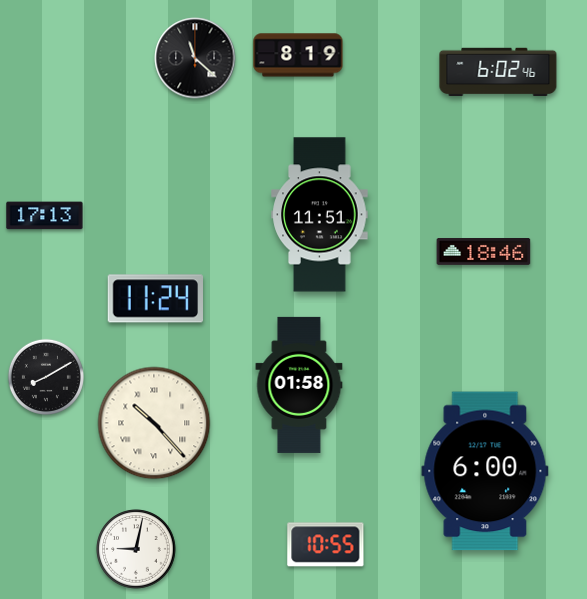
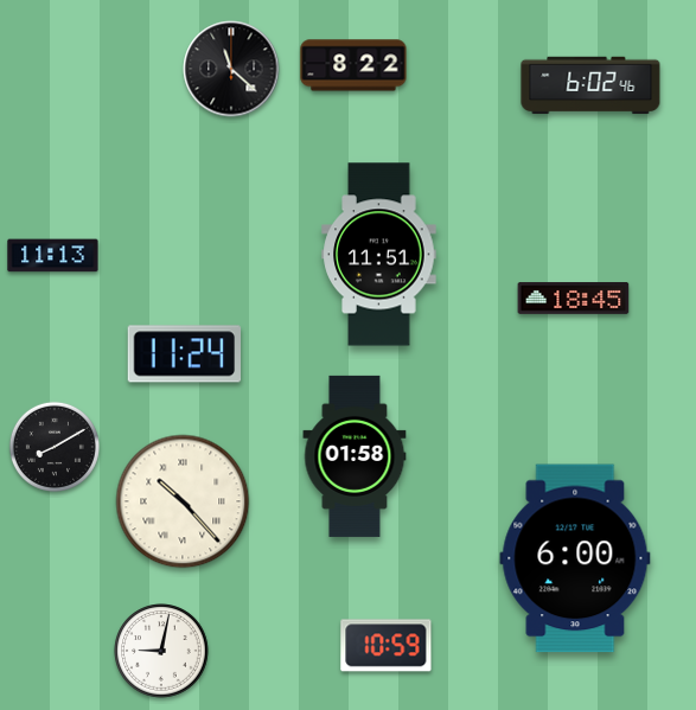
clock at (298, 55): 8:19 -> 8:22
clock at (45, 216): 17:13 -> 11:13
clock at (484, 252): 18:46 -> 18:45
clock at (326, 545): 10:55 -> 10:59
